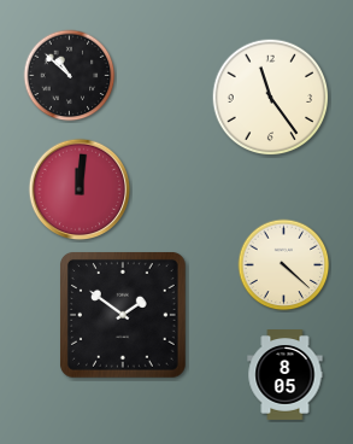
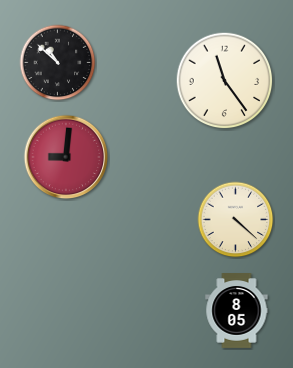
clock at (80, 189): 12:01 -> 9:01
clock at (124, 316): 1:51 -> none
